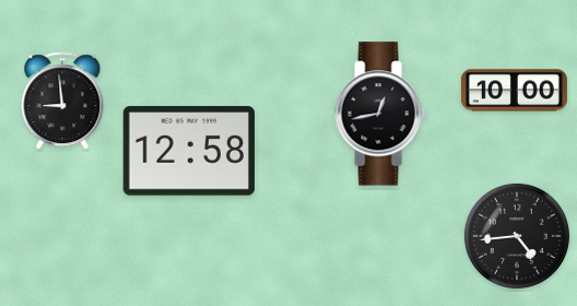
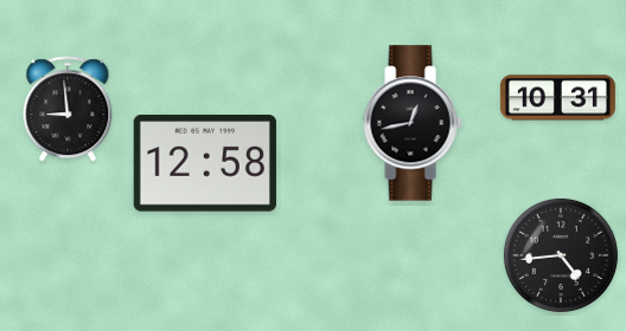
clock at (514, 91): 10:00 -> 10:31
